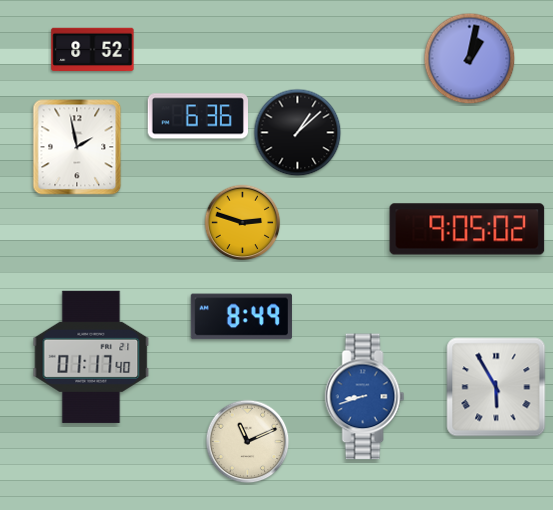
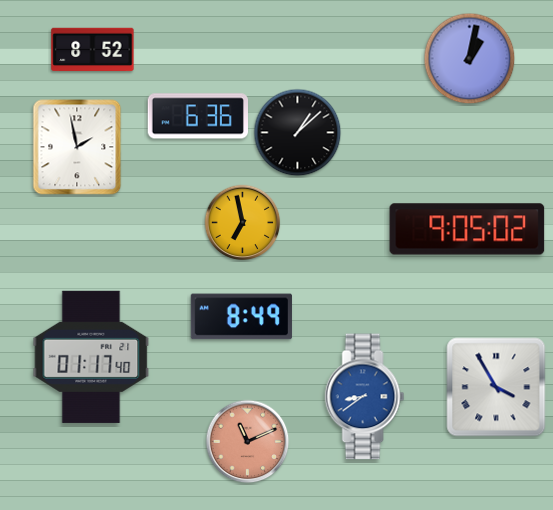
clock at (243, 223): 2:48 -> 6:58
clock at (496, 387): 5:55 -> 3:55
clock at (365, 397): 8:42 -> 8:39
clock at (248, 442) dial: cream -> salmon
